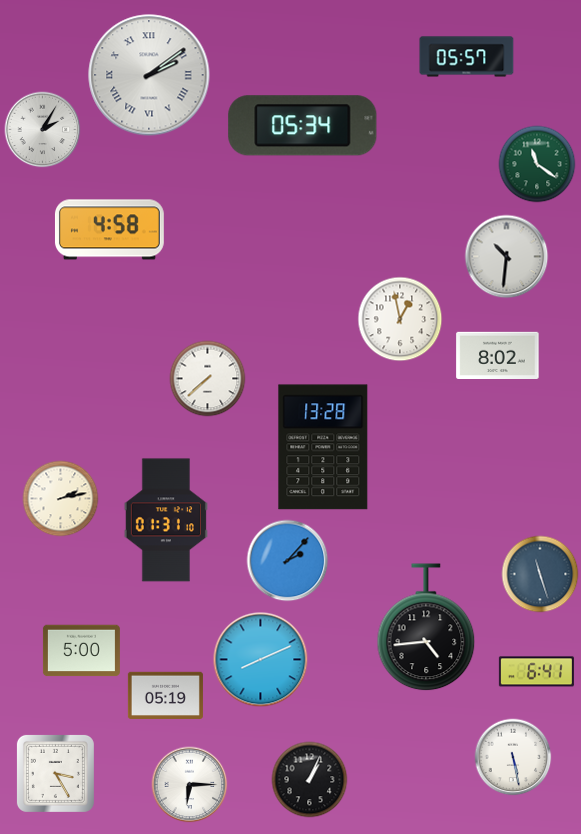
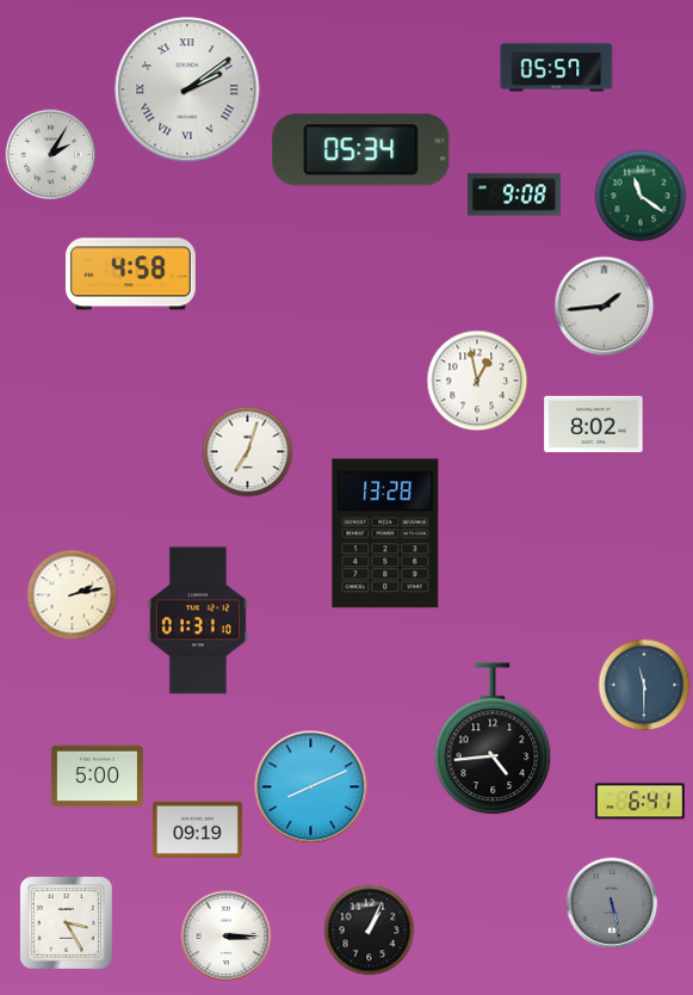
clock at (149, 75) position: (149, 75) -> (187, 89)
clock at (514, 194): none -> 9:08
clock at (507, 257): 10:31 -> 1:44
clock at (208, 379): 7:38 -> 7:03
clock at (288, 561): 2:07 -> none
clock at (540, 574): 11:27 -> 11:30
clock at (426, 628) position: (426, 628) -> (493, 740)
clock at (165, 695): 05:19 -> 09:19
clock at (513, 757) dial: white -> grey
clock at (190, 785): 6:15 -> 3:15
